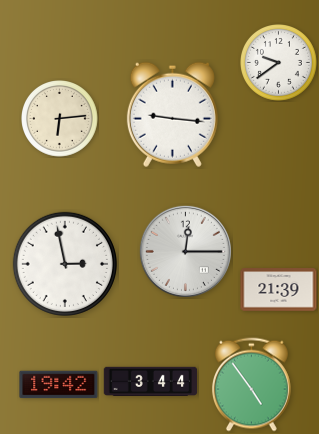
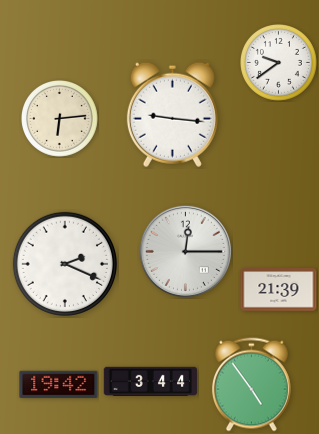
clock at (65, 264): 2:58 -> 2:19
